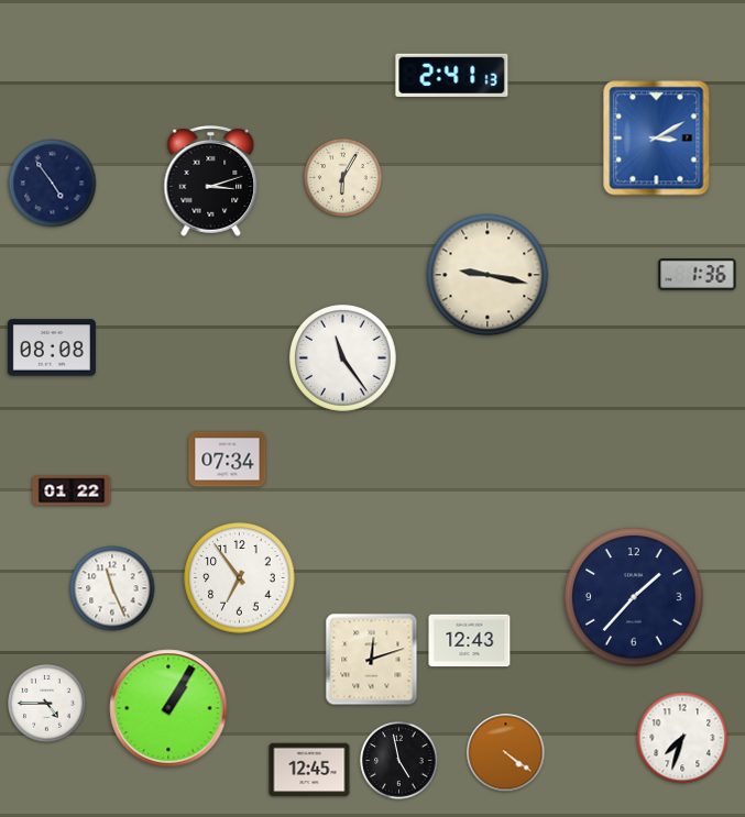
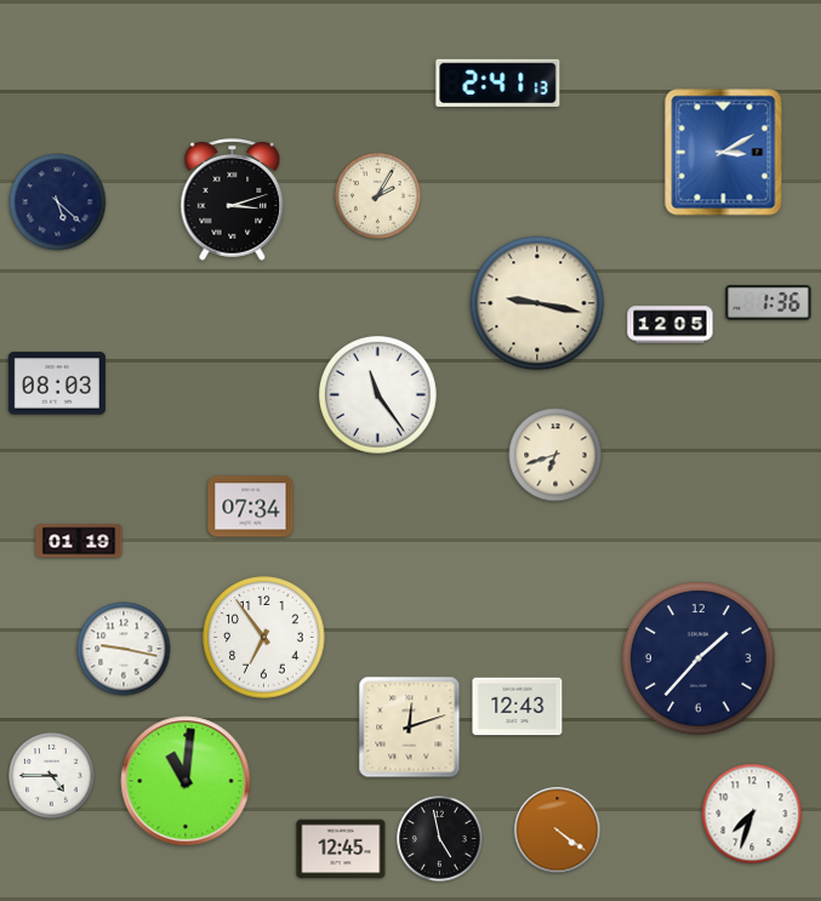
clock at (343, 178): 6:05 -> 2:05
clock at (53, 184): 4:54 -> 5:22
clock at (671, 325): none -> 12:05
clock at (52, 347): 08:08 -> 08:03
clock at (555, 455): none -> 6:42
clock at (72, 490): 01:22 -> 01:19
clock at (112, 588): 11:26 -> 9:17
clock at (168, 708): 1:05 -> 11:01
